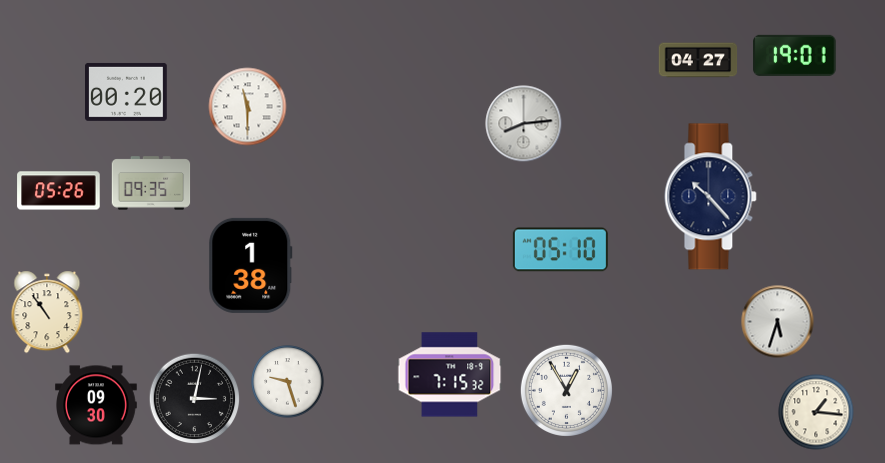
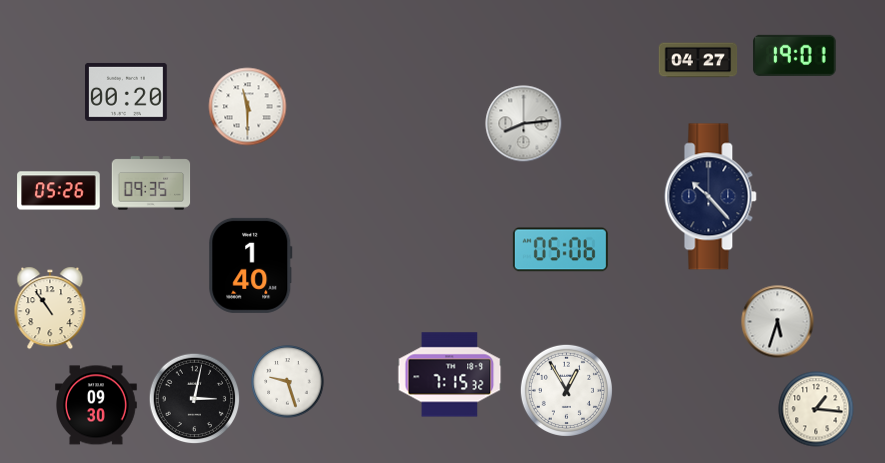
clock at (560, 250): 05:10 -> 05:06
clock at (251, 265): 1:38 -> 1:40
clock at (47, 312) position: (47, 312) -> (50, 308)
clock at (816, 412) position: (816, 412) -> (816, 409)
